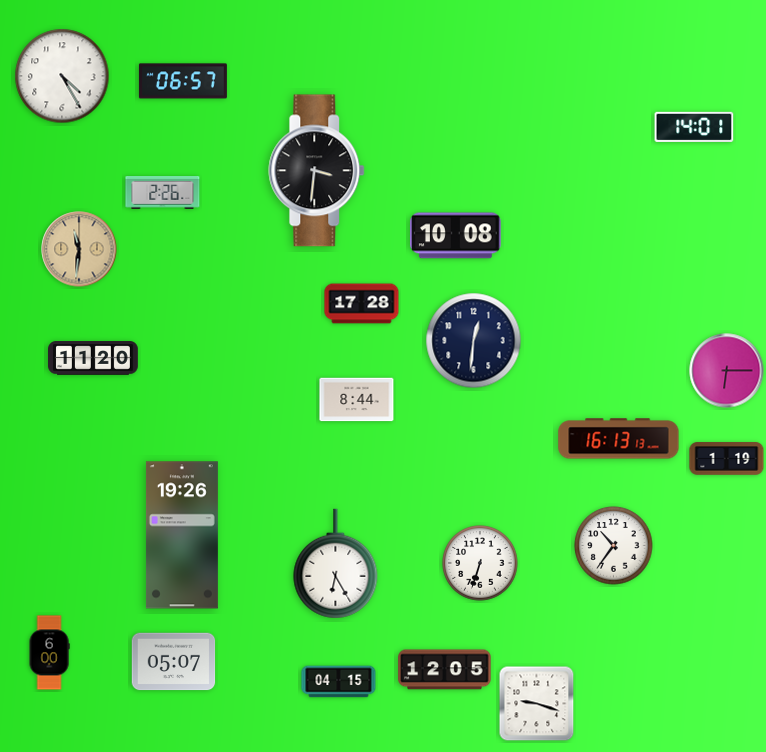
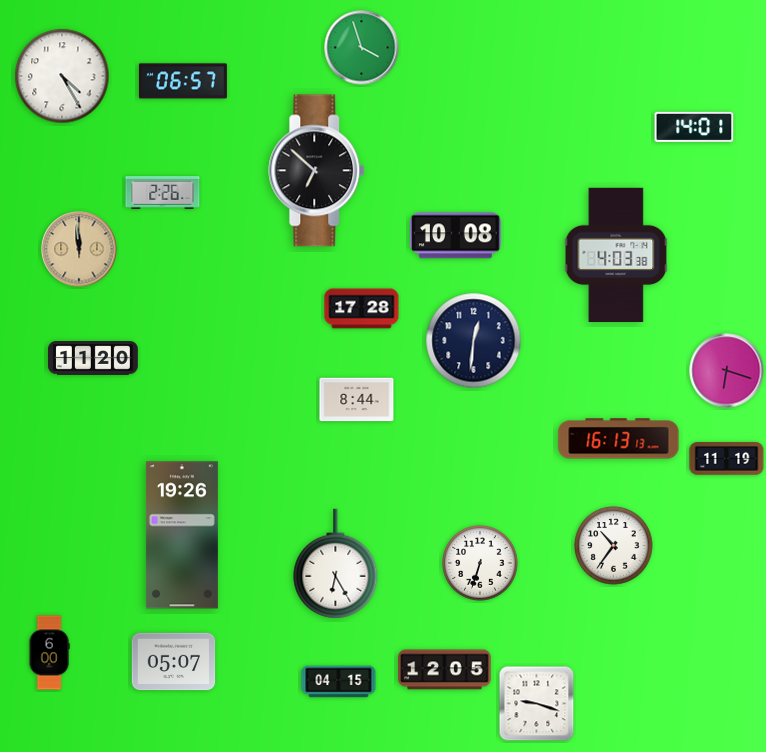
clock at (362, 48): none -> 3:57
clock at (317, 171): 3:31 -> 6:52
clock at (79, 249): 11:31 -> 11:59
clock at (616, 254): none -> 4:03
clock at (362, 304) position: (362, 304) -> (362, 309)
clock at (727, 371): 6:15 -> 6:18
clock at (727, 459): 1:19 -> 11:19
